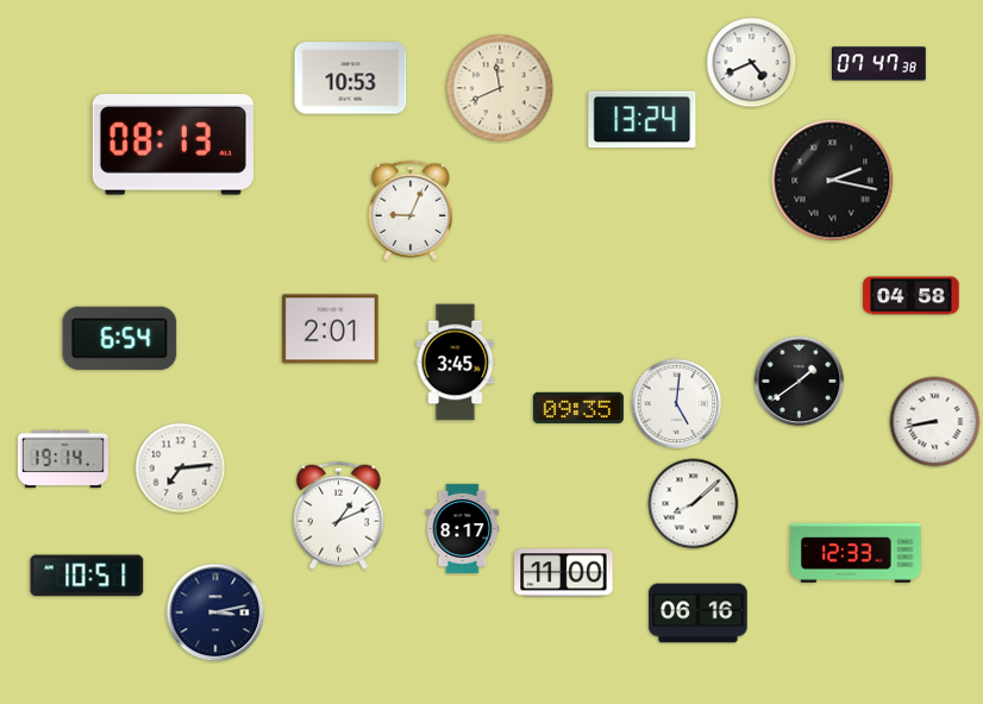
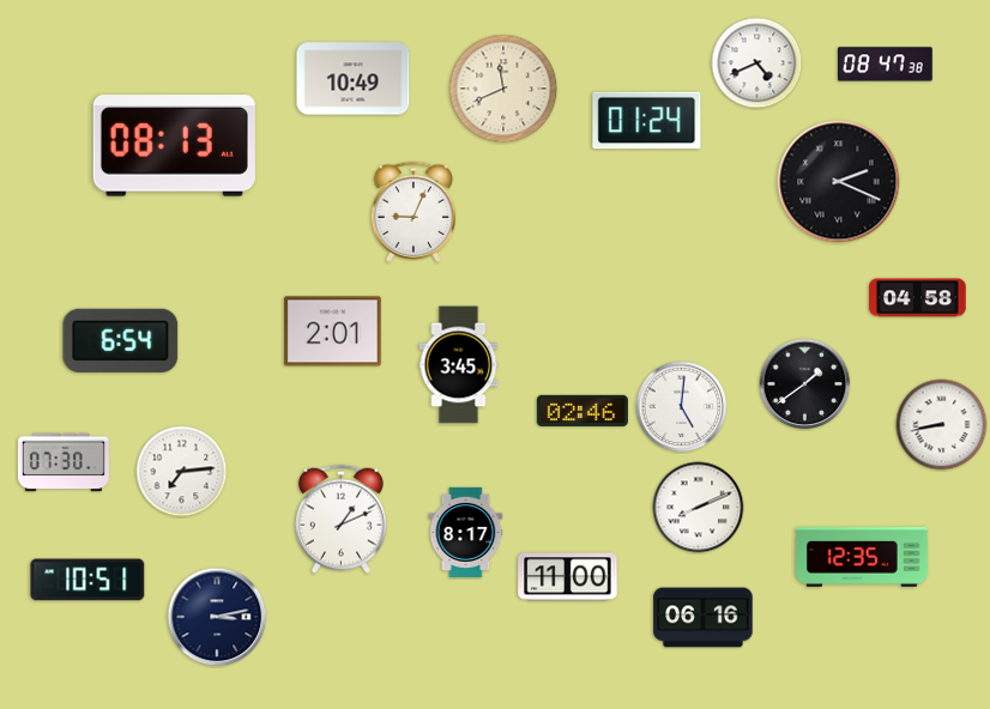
clock at (879, 64): 07:47 -> 08:47
clock at (351, 78): 10:53 -> 10:49
clock at (643, 120): 13:24 -> 01:24
clock at (833, 181): 2:17 -> 2:19
clock at (578, 408): 09:35 -> 02:46
clock at (63, 459): 19:14 -> 07:30
clock at (694, 504): 8:08 -> 8:11
clock at (857, 553): 12:33 -> 12:35
